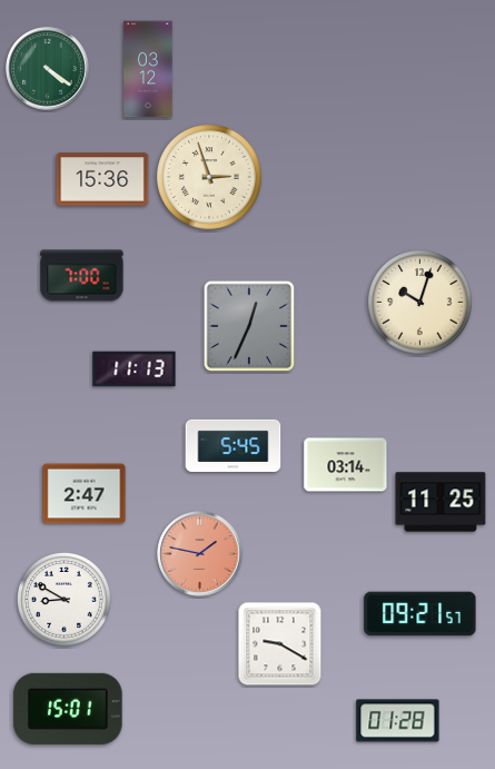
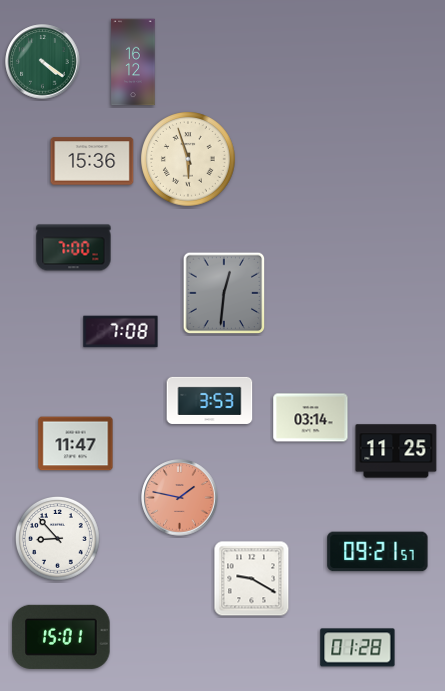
clock at (148, 69): 03:12 -> 16:12
clock at (209, 177): 2:57 -> 5:57
clock at (420, 303): 10:03 -> none
clock at (249, 326): 12:34 -> 12:31
clock at (135, 369): 11:13 -> 7:08
clock at (234, 445): 5:45 -> 3:53
clock at (85, 494): 2:47 -> 11:47
clock at (63, 599): 8:50 -> 8:53
